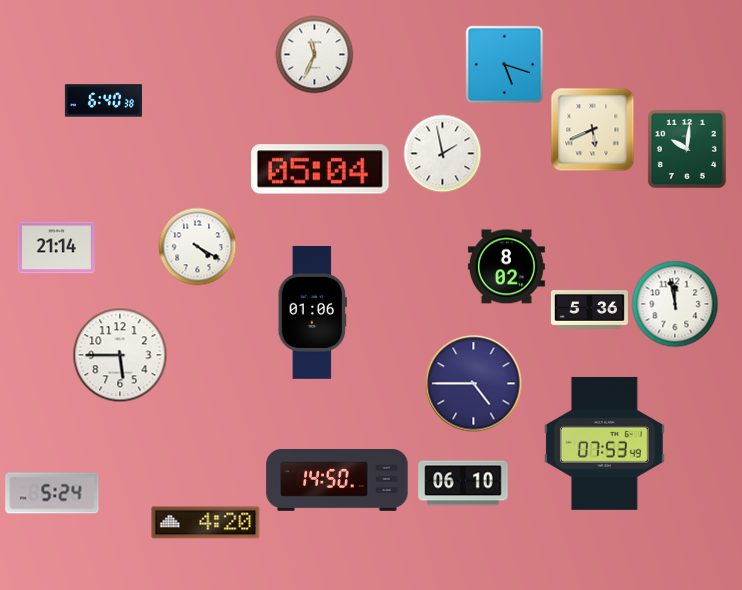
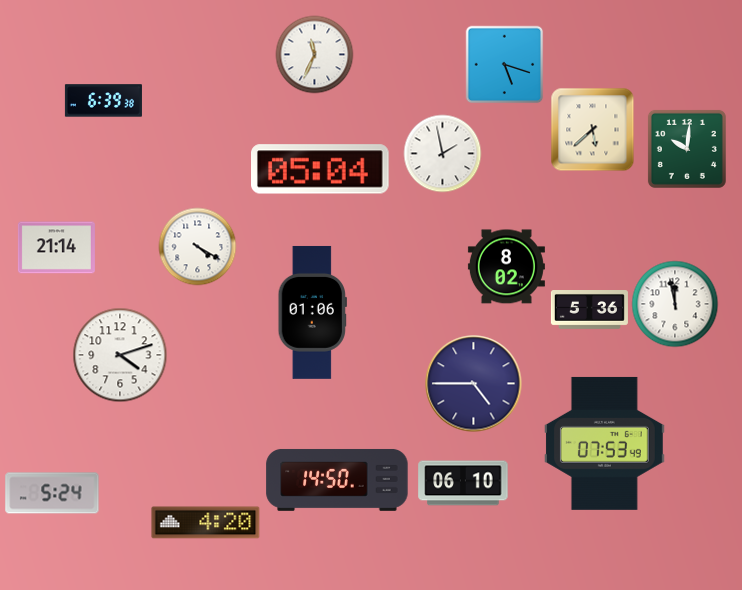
clock at (103, 101): 6:40 -> 6:39
clock at (592, 129): 5:41 -> 5:38
clock at (120, 355): 5:45 -> 4:12
